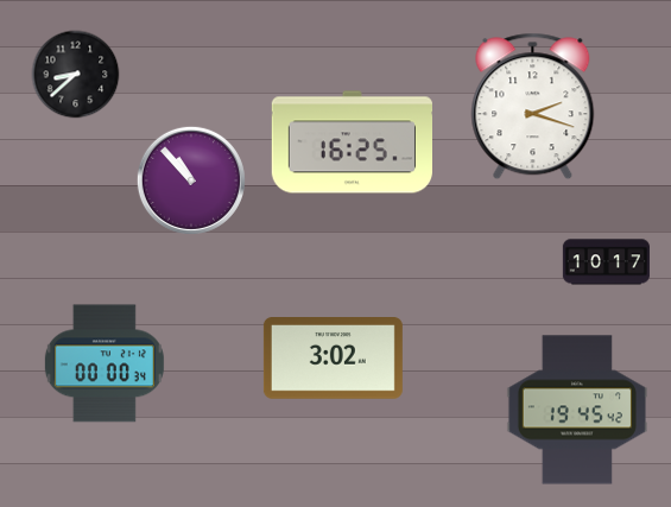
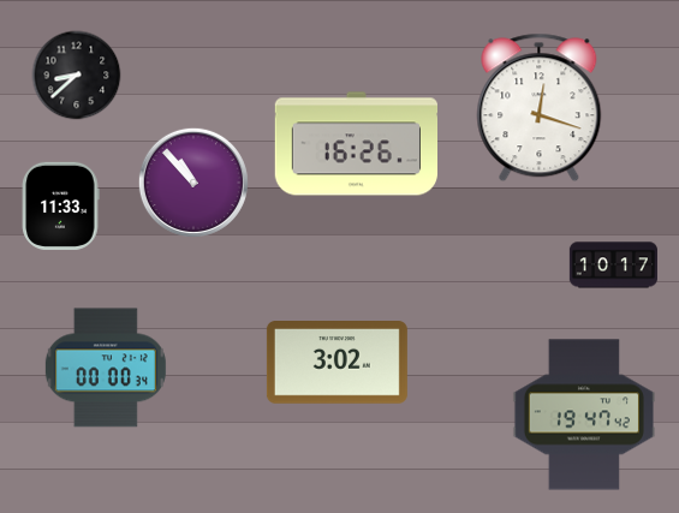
clock at (533, 107): 2:18 -> 12:18
clock at (352, 142): 16:25 -> 16:26
clock at (61, 205): none -> 11:33
clock at (577, 410): 19:45 -> 19:47
